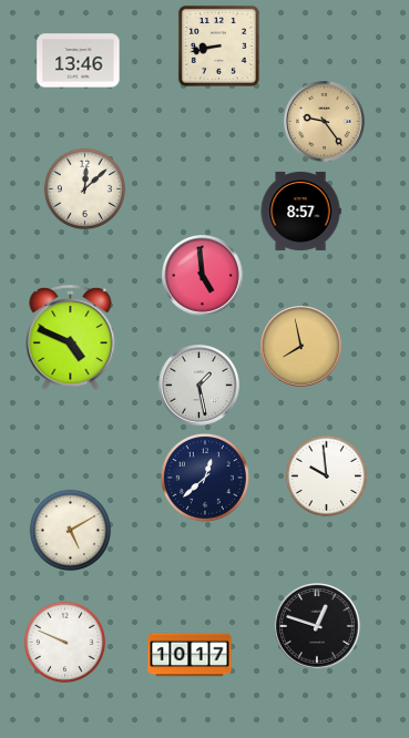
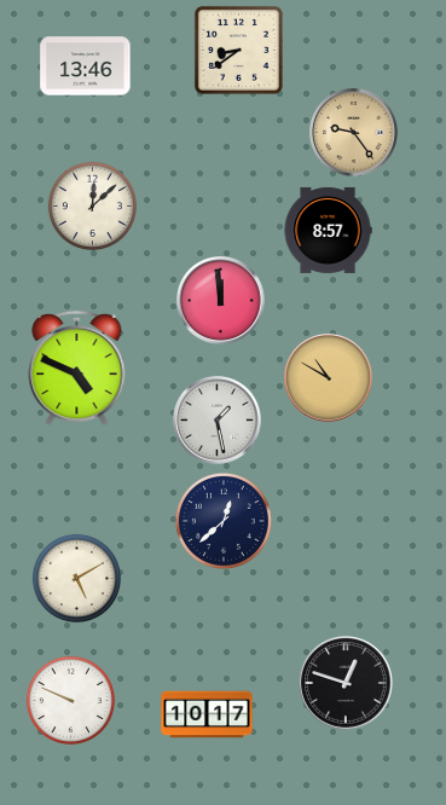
clock at (218, 45): 8:43 -> 8:39
clock at (203, 276): 4:59 -> 11:59
clock at (301, 347): 7:58 -> 10:50
clock at (327, 476): 9:59 -> none
